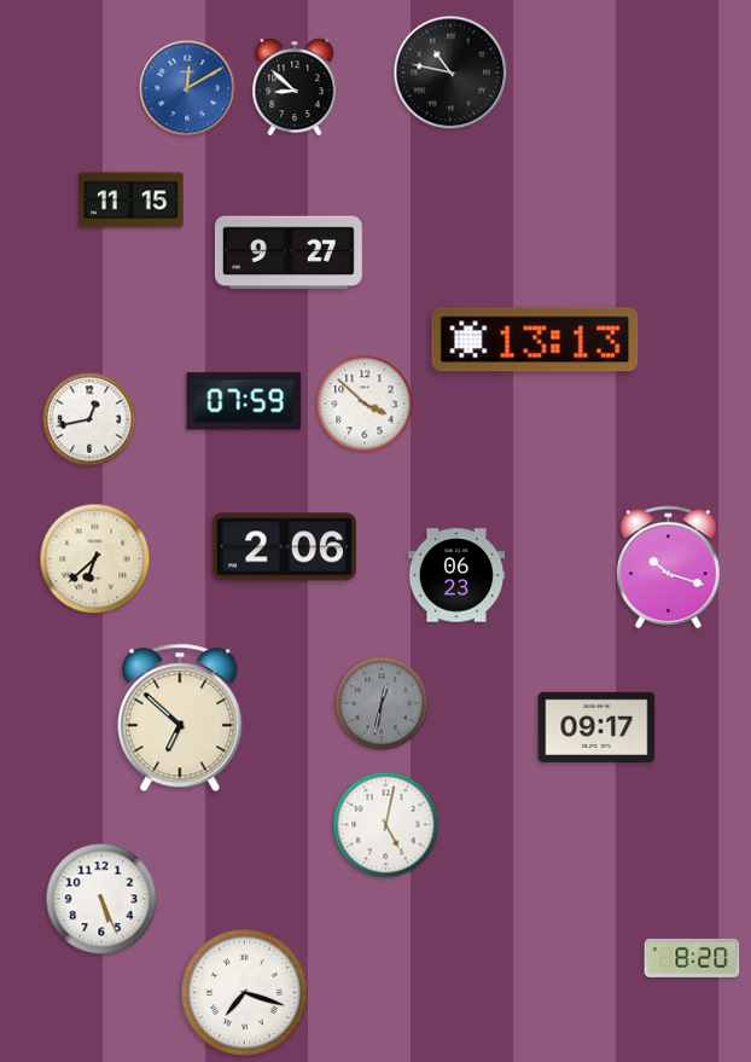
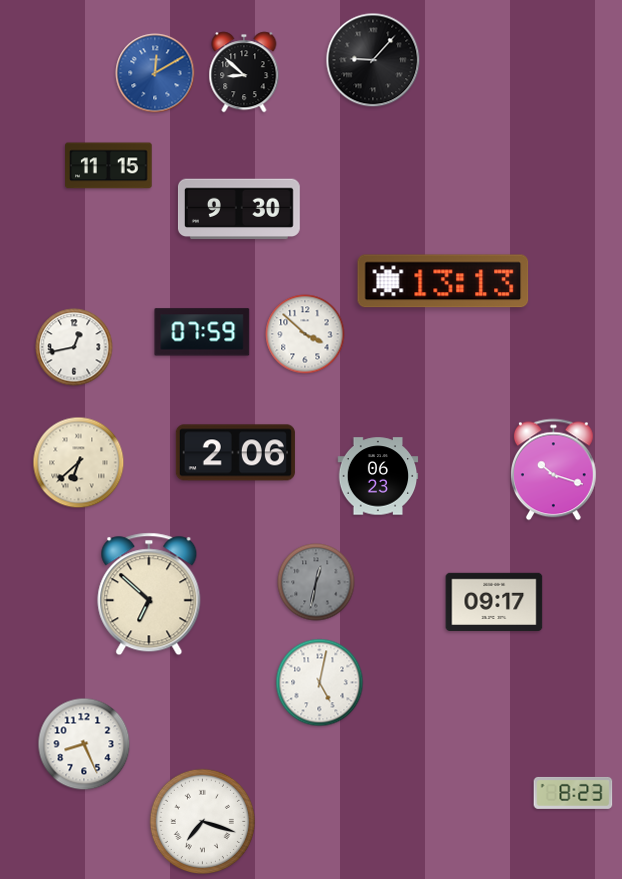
clock at (450, 72): 10:47 -> 9:07
clock at (289, 253): 9:27 -> 9:30
clock at (365, 404) position: (365, 404) -> (305, 334)
clock at (101, 899): 5:26 -> 8:26
clock at (692, 958): 8:20 -> 8:23
